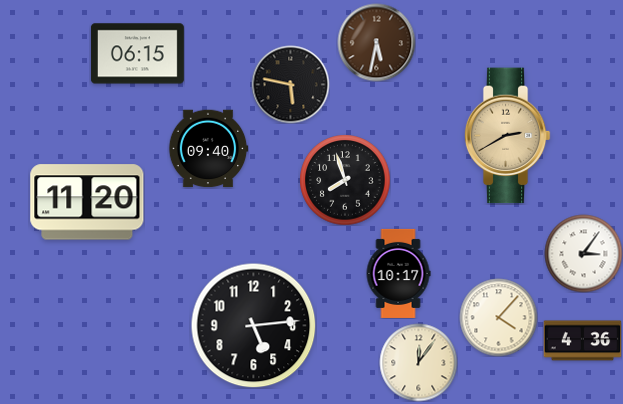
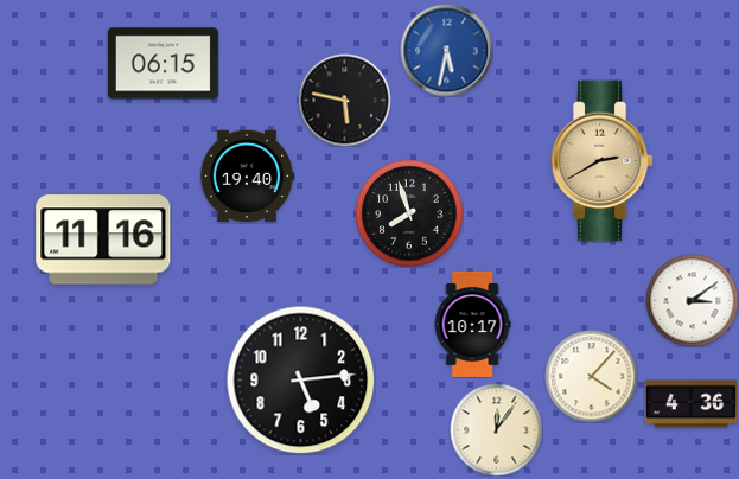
clock at (376, 42) dial: brown -> blue
clock at (208, 149): 09:40 -> 19:40
clock at (87, 202): 11:20 -> 11:16
clock at (583, 253): 3:06 -> 3:09
clock at (253, 325) position: (253, 325) -> (300, 379)
